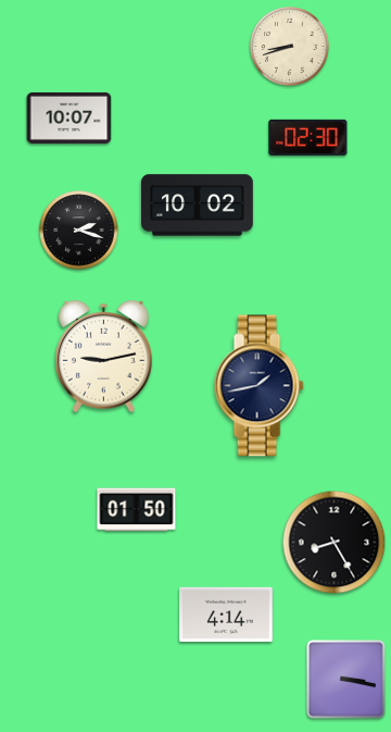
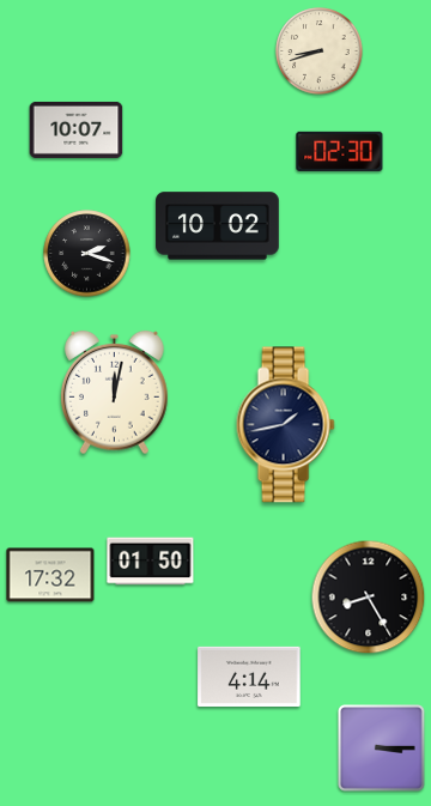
clock at (104, 357): 9:13 -> 12:02
clock at (50, 575): none -> 17:32
clock at (346, 680): 3:17 -> 3:15
